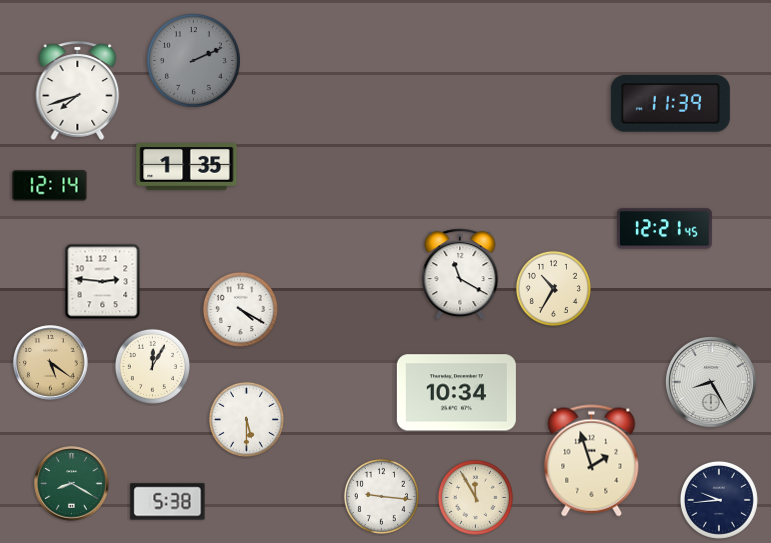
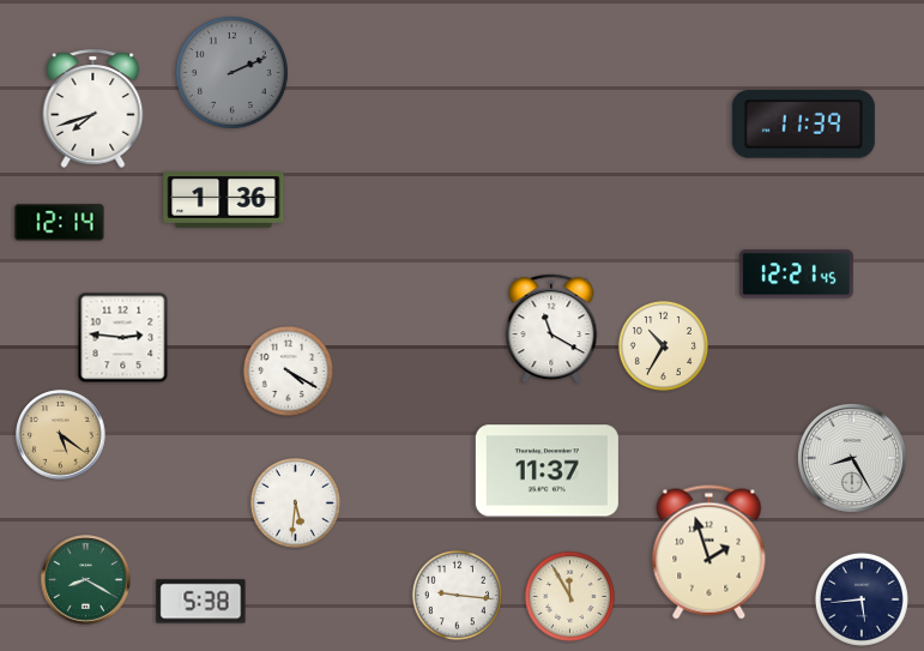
clock at (187, 167): 1:35 -> 1:36
clock at (152, 366): 12:05 -> none
clock at (456, 393): 10:34 -> 11:37
clock at (246, 419): 5:30 -> 5:31
clock at (719, 500): 9:44 -> 5:44
